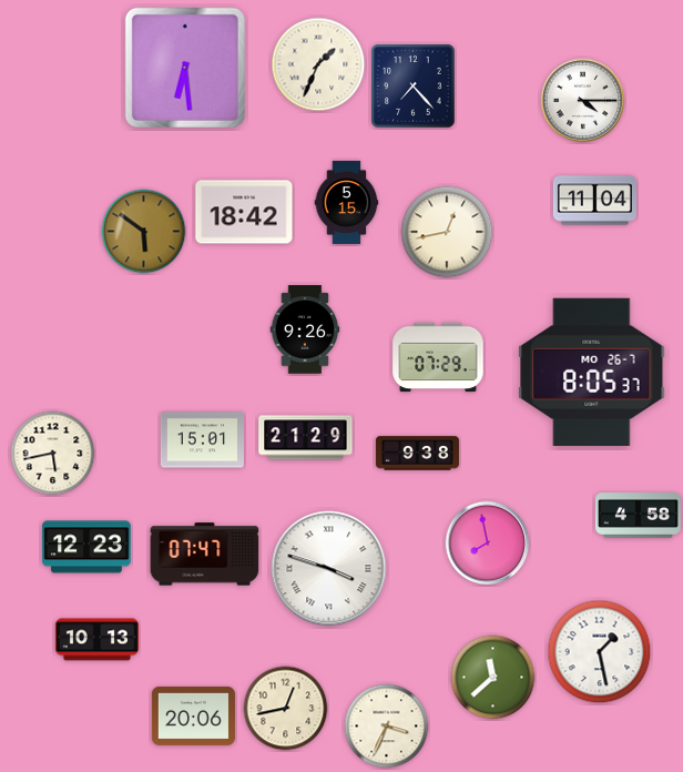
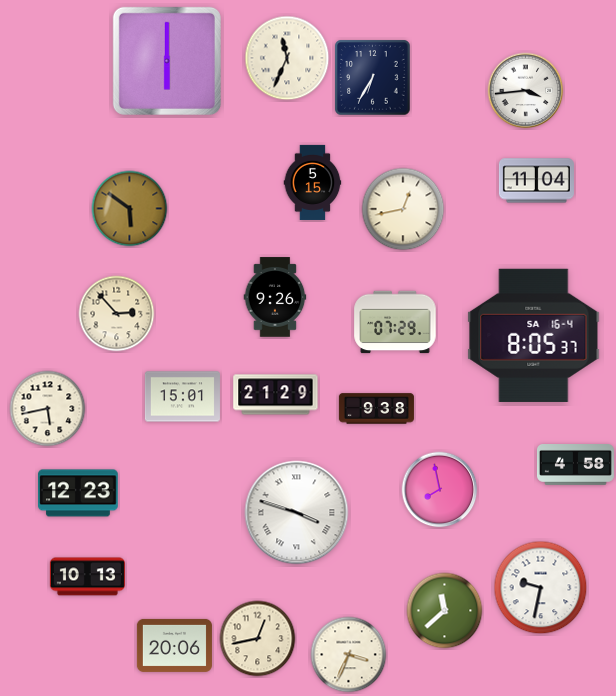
clock at (318, 64): 1:34 -> 11:34
clock at (185, 68): 6:29 -> 6:00
clock at (414, 87): 7:23 -> 6:35
clock at (583, 101): 4:15 -> 3:44
clock at (244, 212): 18:42 -> none
clock at (117, 314): none -> 2:53
clock at (592, 372) date: MO 26-7 -> SA 16-4
clock at (205, 555): 07:47 -> none
clock at (600, 652): 1:28 -> 9:32
